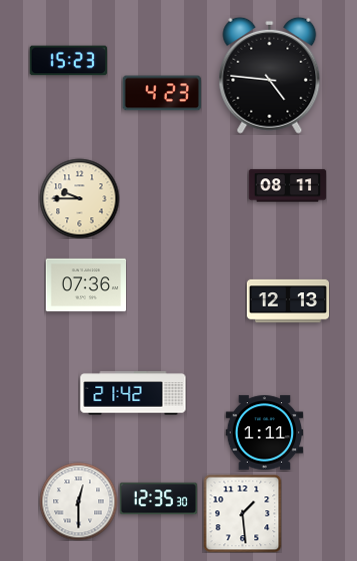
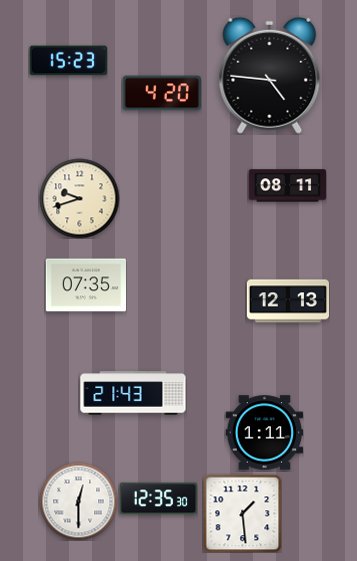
clock at (161, 93): 4:23 -> 4:20
clock at (79, 198): 9:45 -> 9:42
clock at (85, 285): 07:36 -> 07:35
clock at (133, 393): 21:42 -> 21:43
